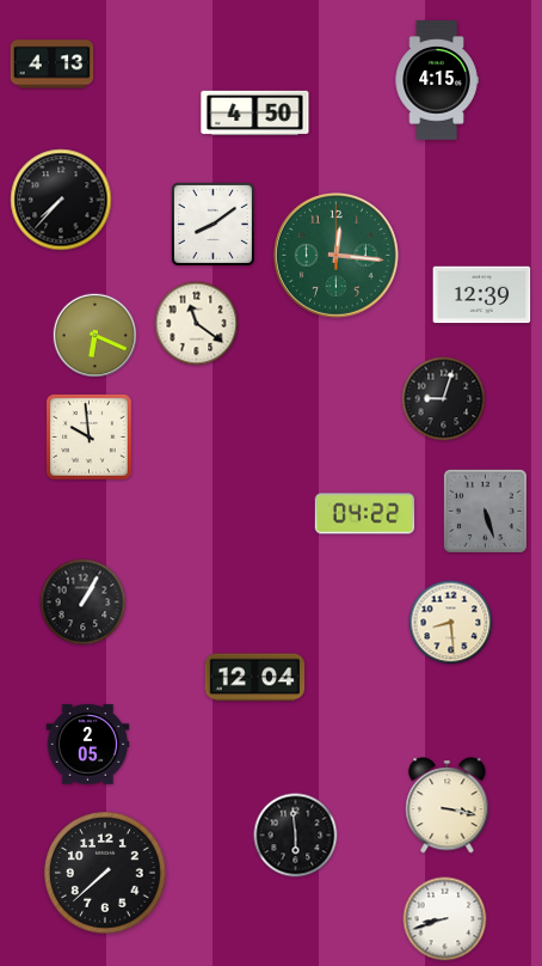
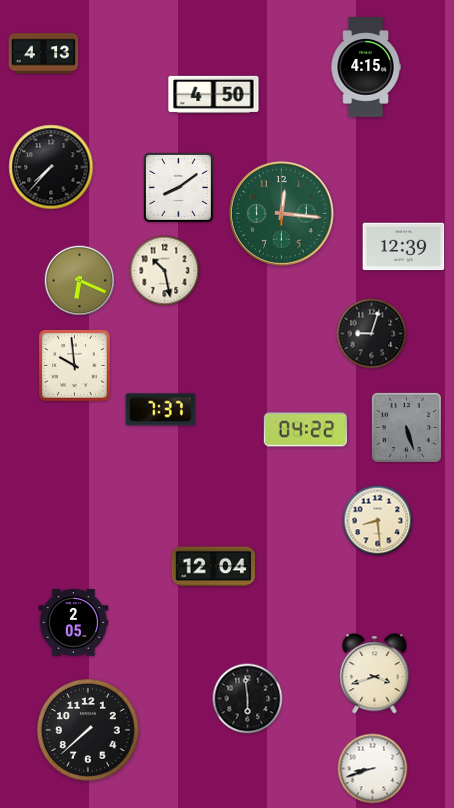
clock at (197, 324): 11:21 -> 10:28
clock at (161, 410): none -> 7:37
clock at (84, 603): 1:05 -> none
clock at (448, 806): 3:17 -> 3:42
